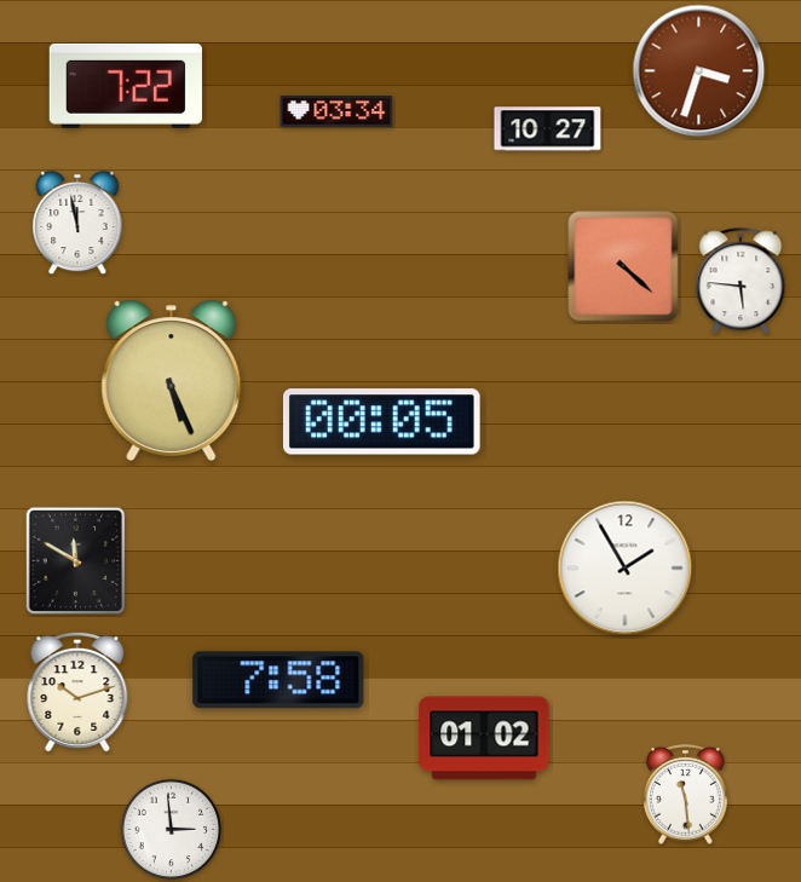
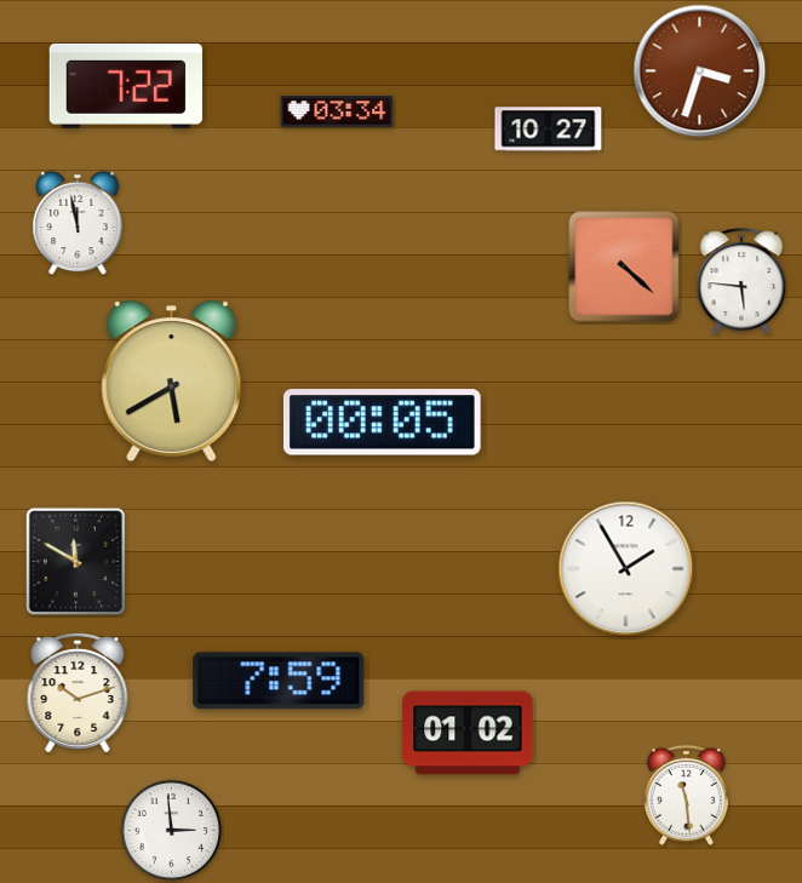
clock at (172, 380): 5:26 -> 5:40
clock at (278, 680): 7:58 -> 7:59
clock at (484, 738) position: (484, 738) -> (468, 733)
